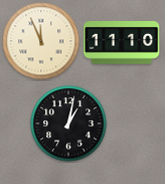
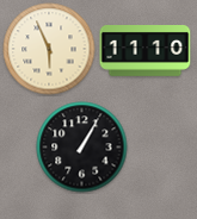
clock at (41, 41): 11:56 -> 5:56
clock at (69, 124): 1:02 -> 1:05
